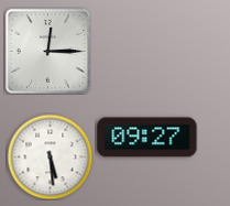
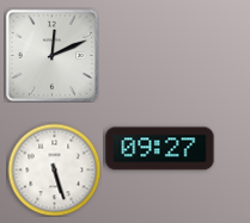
clock at (47, 51): 12:15 -> 12:11
clock at (50, 156): 5:29 -> 5:27
